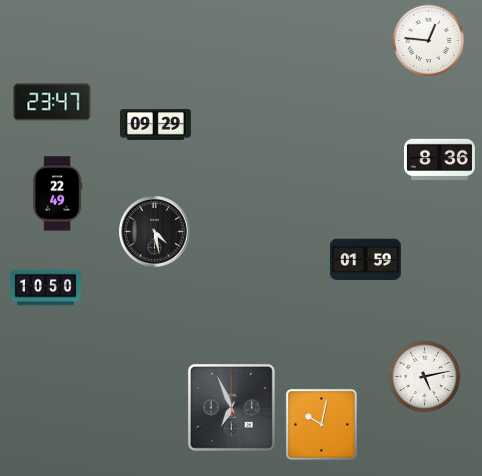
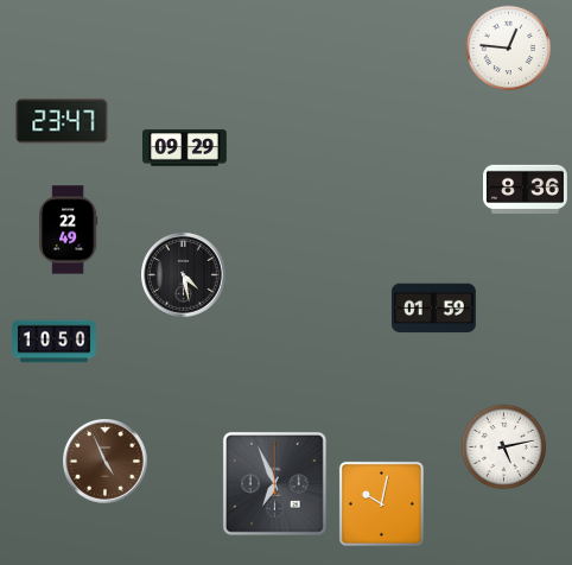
clock at (440, 159) position: (440, 159) -> (526, 189)
clock at (106, 462): none -> 4:56
